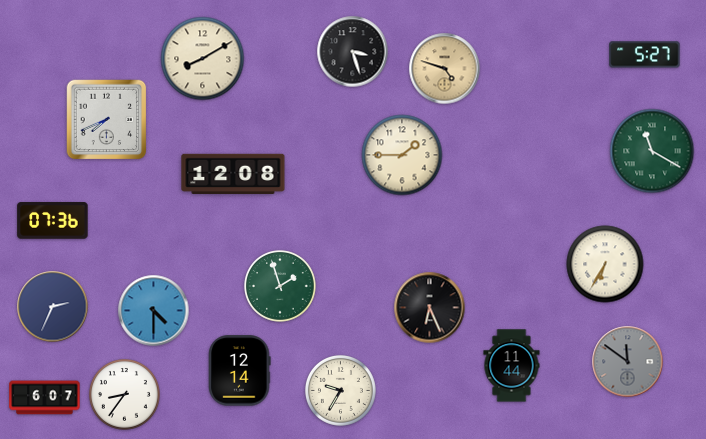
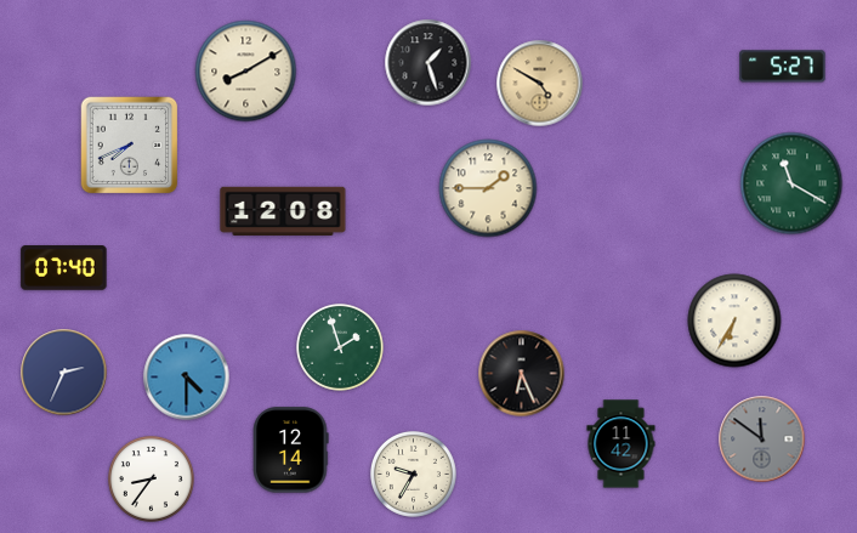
clock at (353, 52): 3:27 -> 1:27
clock at (445, 69): 4:48 -> 4:50
clock at (53, 221): 07:36 -> 07:40
clock at (512, 366): 11:44 -> 11:42
clock at (45, 398): 6:07 -> none
